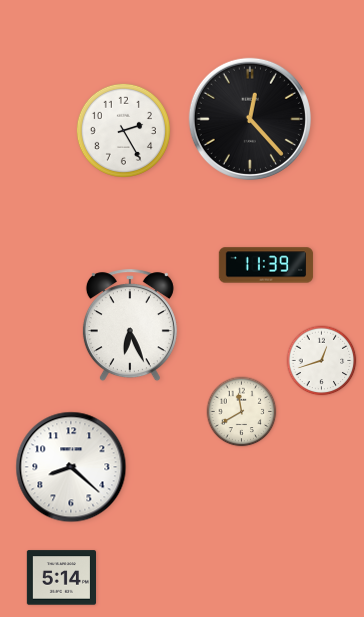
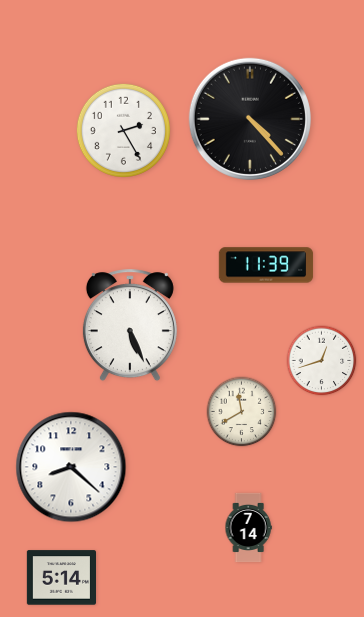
clock at (250, 119): 12:23 -> 4:23
clock at (130, 326): 6:26 -> 5:26
clock at (248, 528): none -> 7:14
